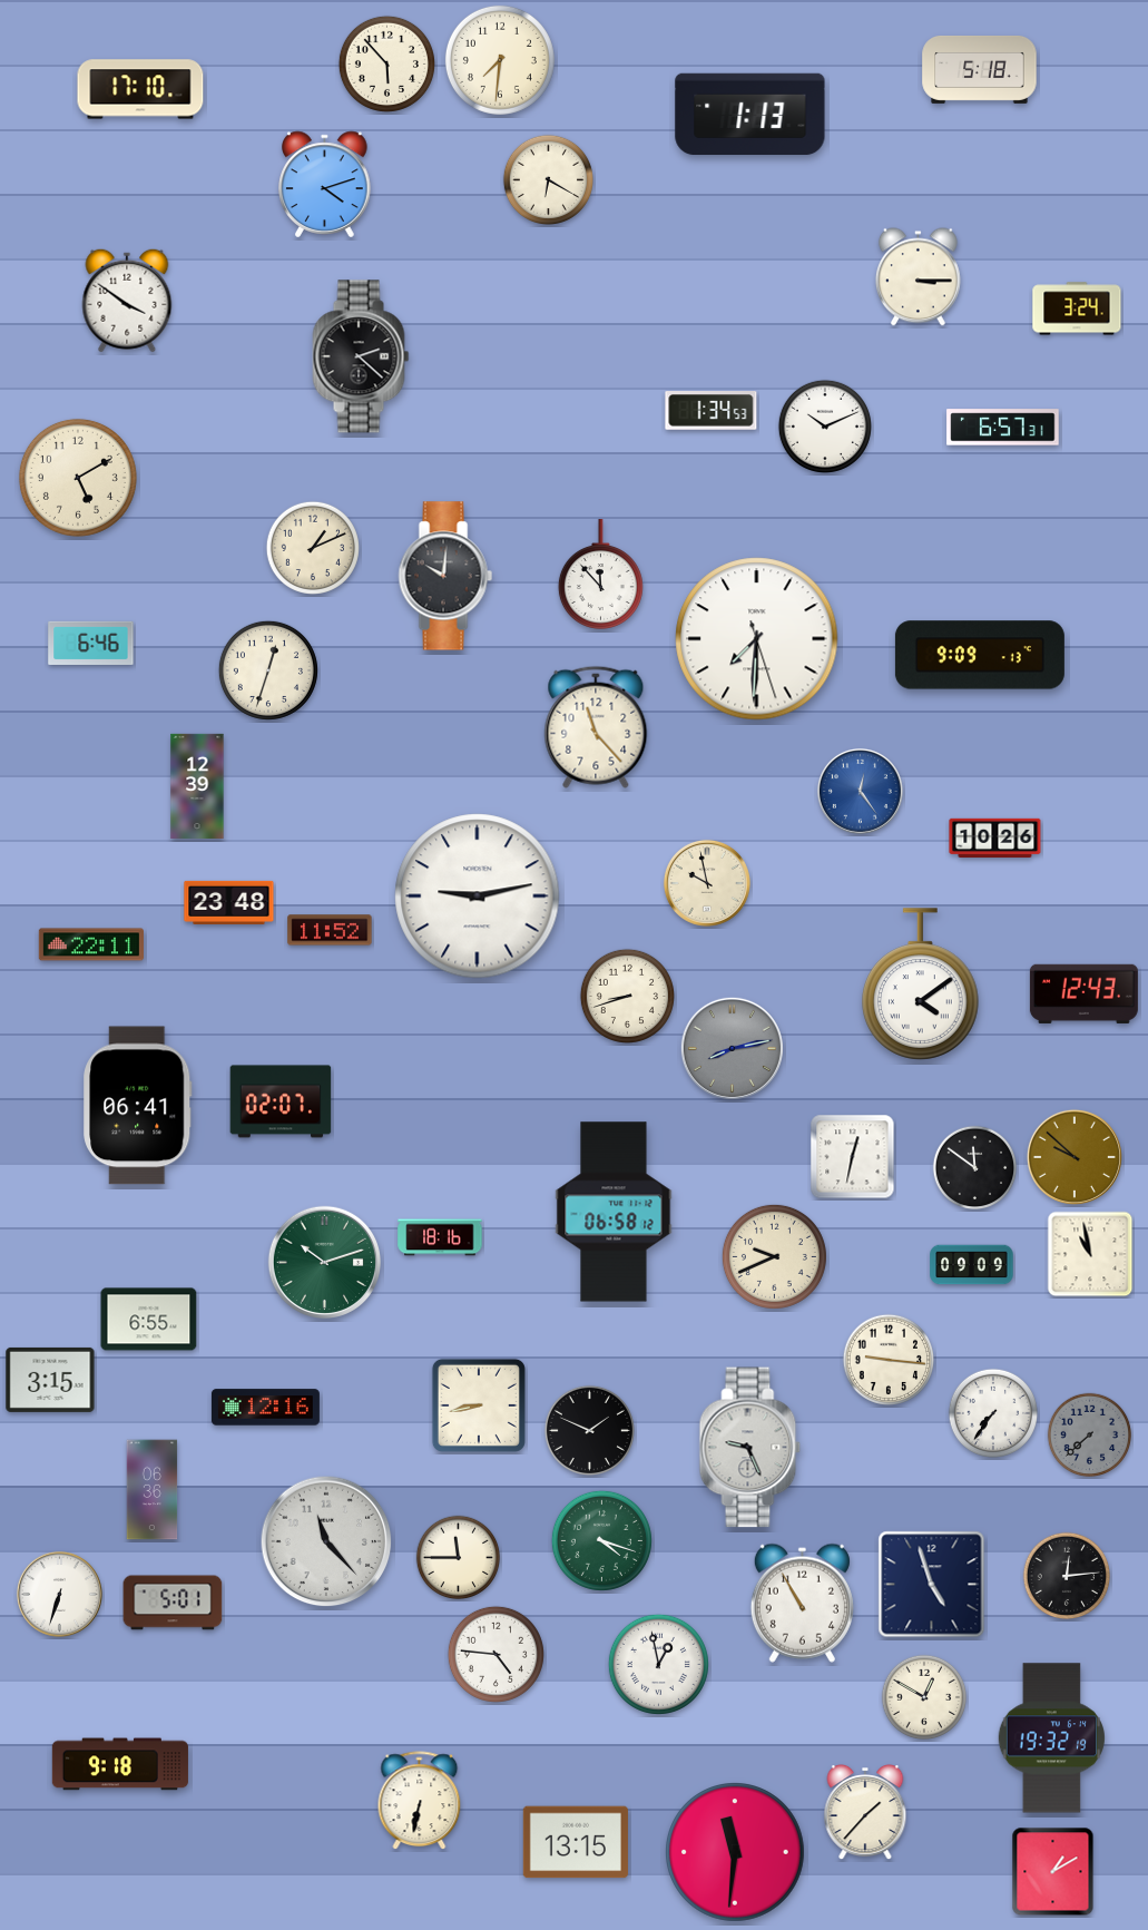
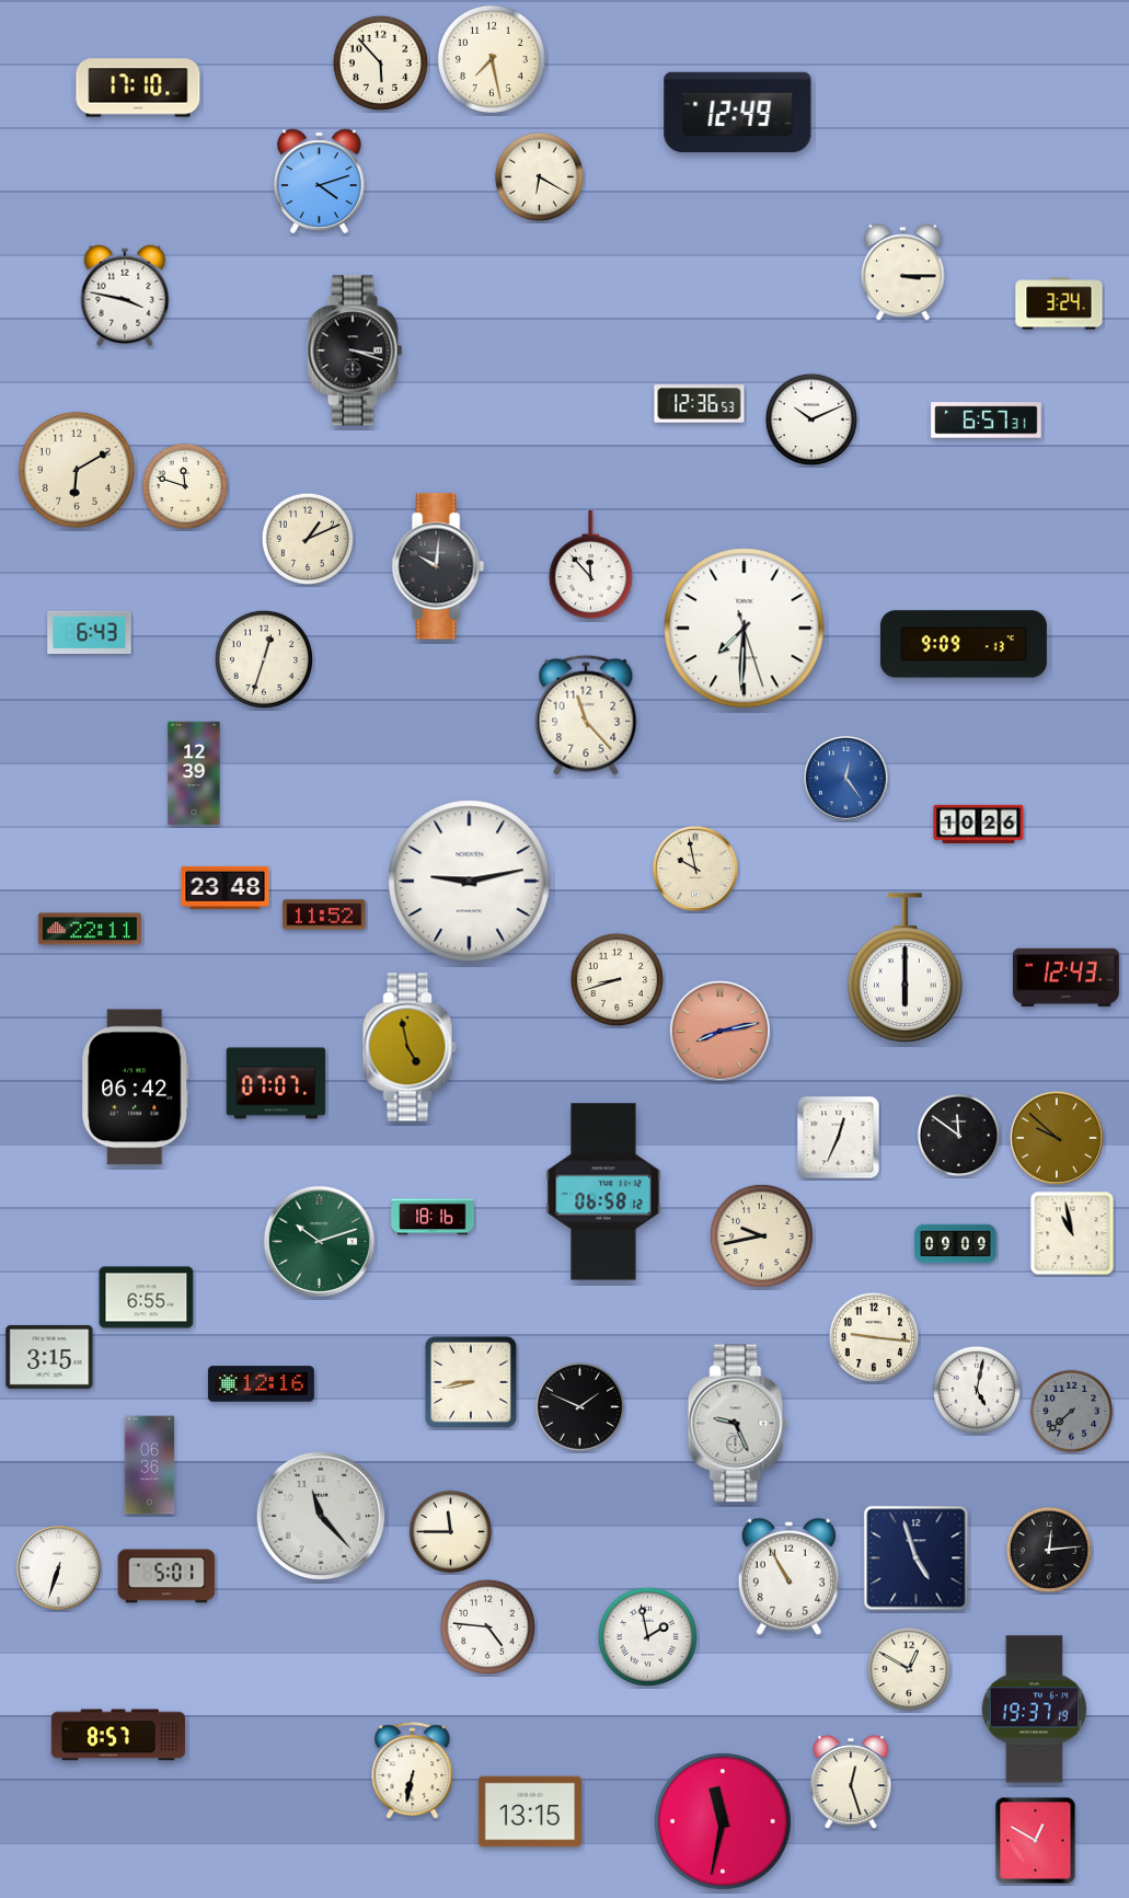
clock at (500, 60): 7:31 -> 7:28
clock at (980, 70): 5:18 -> none
clock at (750, 115): 1:13 -> 12:49
clock at (127, 301): 3:51 -> 3:47
clock at (361, 356): 2:22 -> 3:18
clock at (712, 411): 1:34 -> 12:36
clock at (78, 478): 5:10 -> 6:10
clock at (184, 485): none -> 11:48
clock at (91, 643): 6:46 -> 6:43
clock at (921, 984): 4:09 -> 6:00
clock at (732, 1048) dial: grey -> salmon
clock at (410, 1047): none -> 4:58
clock at (281, 1101): 02:07 -> 07:07
clock at (138, 1106): 06:41 -> 06:42
clock at (853, 1157): 12:32 -> 12:34
clock at (975, 1168) position: (975, 1168) -> (959, 1136)
clock at (774, 1256): 9:41 -> 9:43
clock at (992, 1412): 7:36 -> 5:02
clock at (601, 1540): 4:18 -> none
clock at (173, 1603) position: (173, 1603) -> (166, 1576)
clock at (658, 1664): 12:58 -> 1:58
clock at (1051, 1738): 19:32 -> 19:37
clock at (120, 1764): 9:18 -> 8:57
clock at (865, 1813): 1:37 -> 12:27
clock at (576, 1842) position: (576, 1842) -> (530, 1811)
clock at (736, 1853): 11:31 -> 11:32
clock at (1053, 1872): 1:10 -> 12:50
